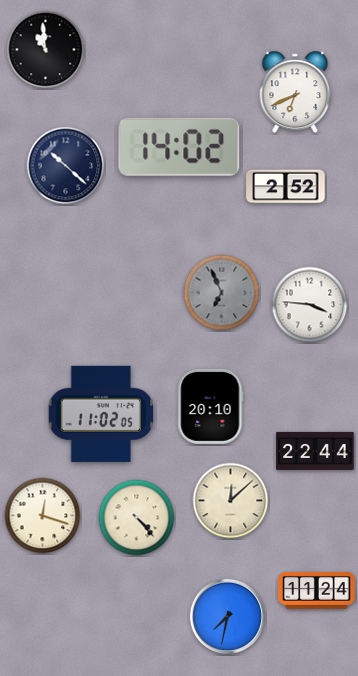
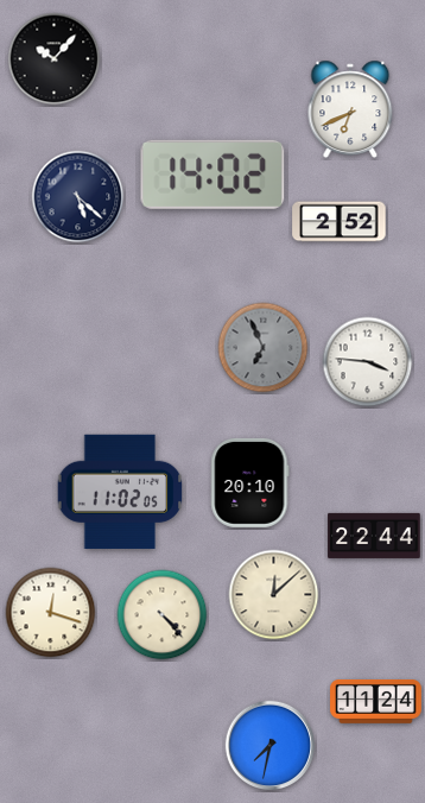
clock at (46, 50): 10:59 -> 10:07
clock at (66, 166): 10:22 -> 5:22
clock at (228, 617) position: (228, 617) -> (271, 746)
